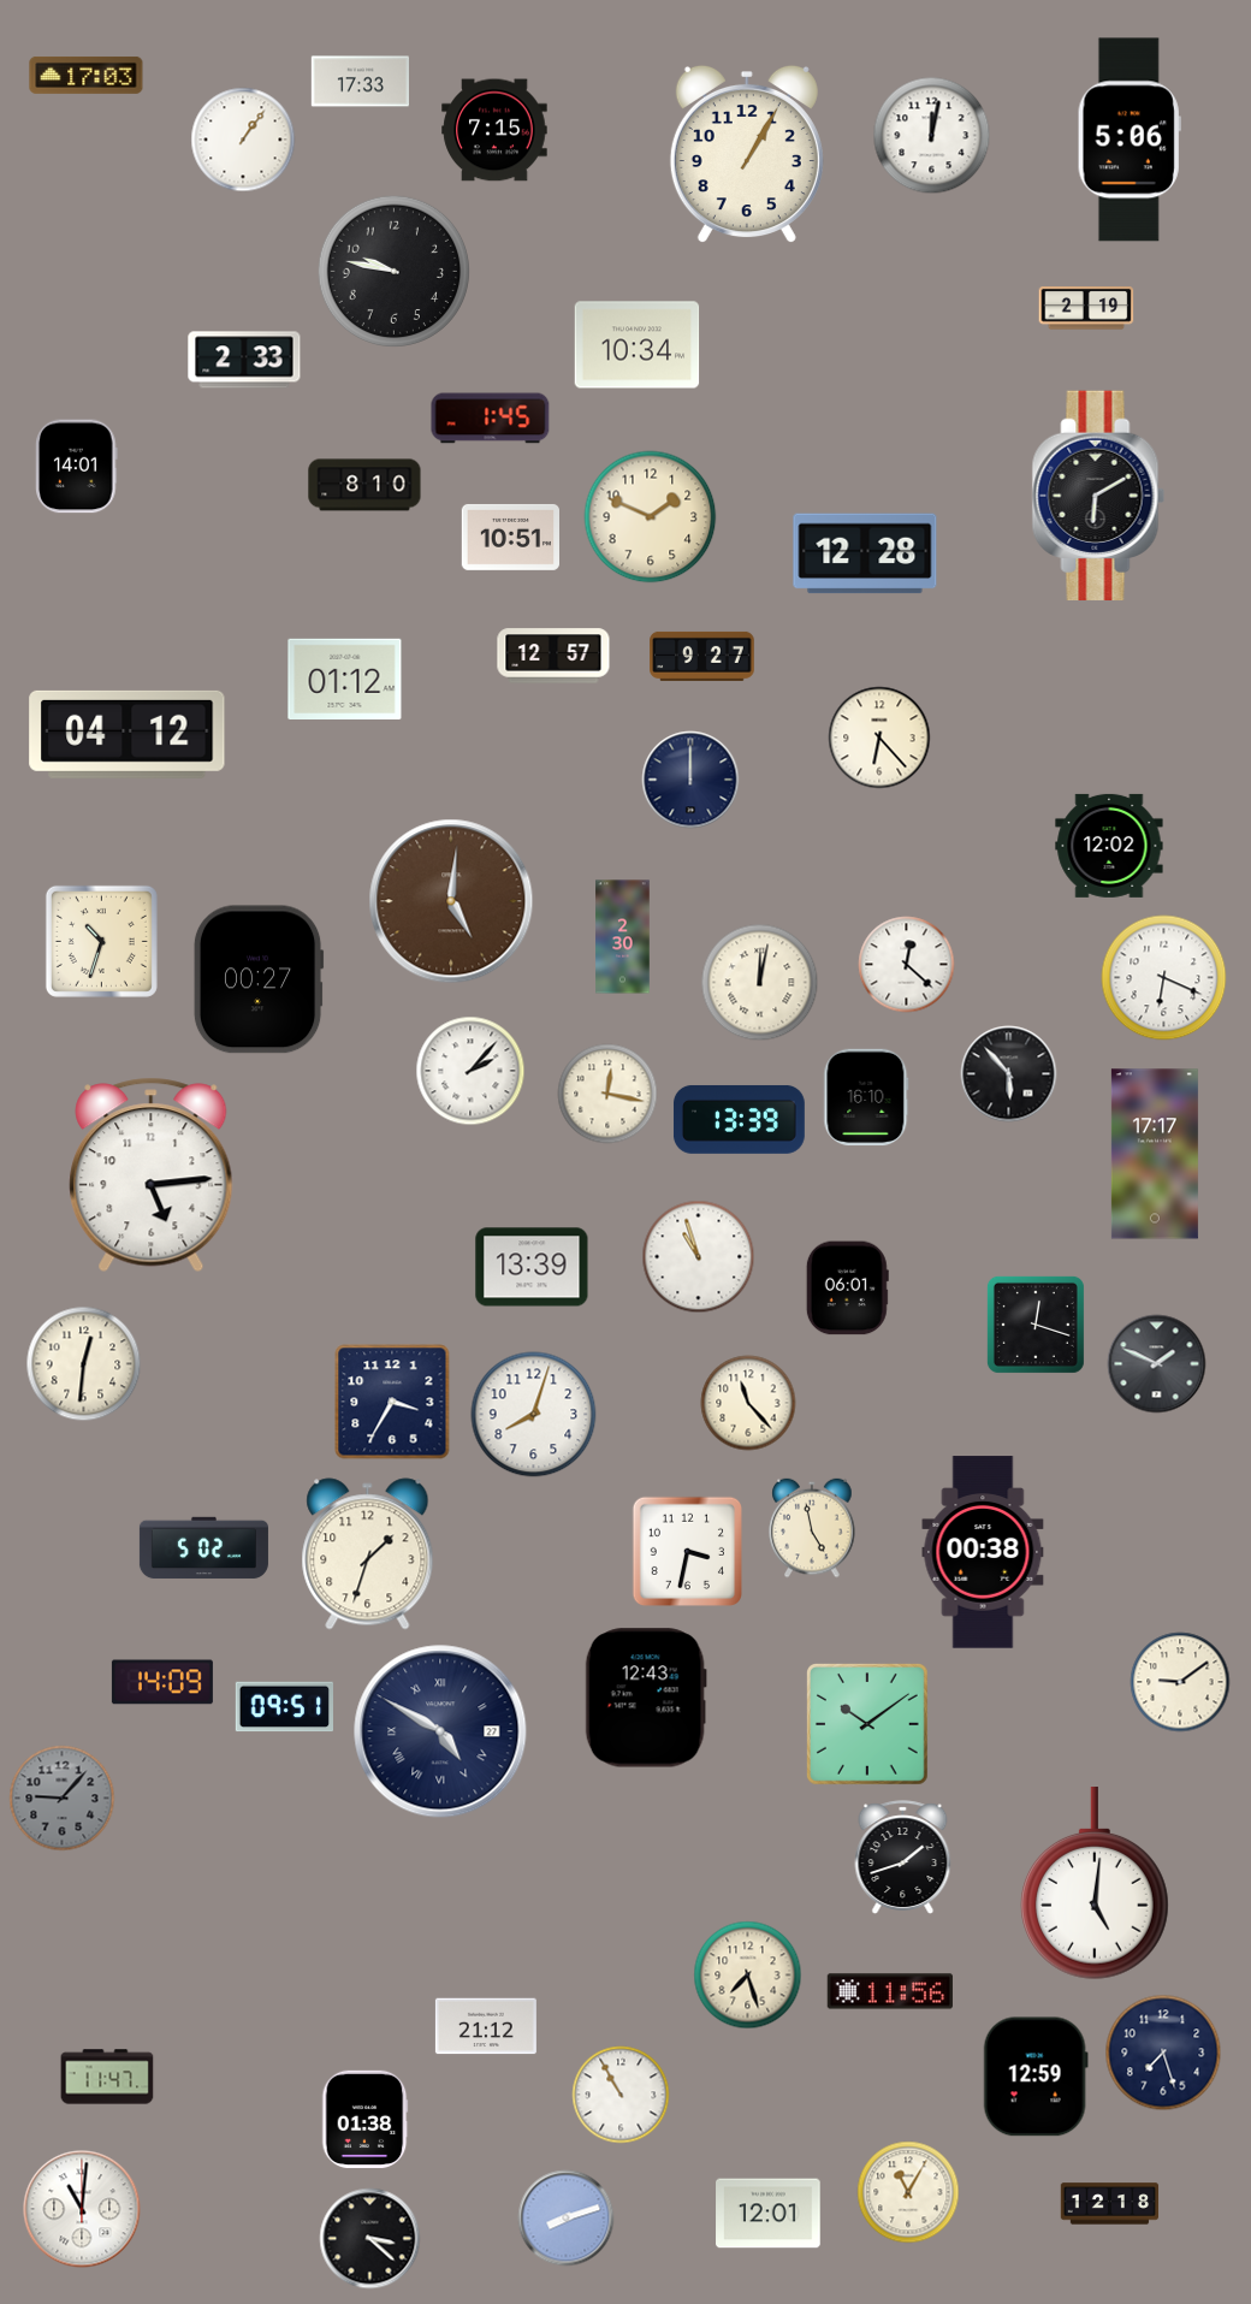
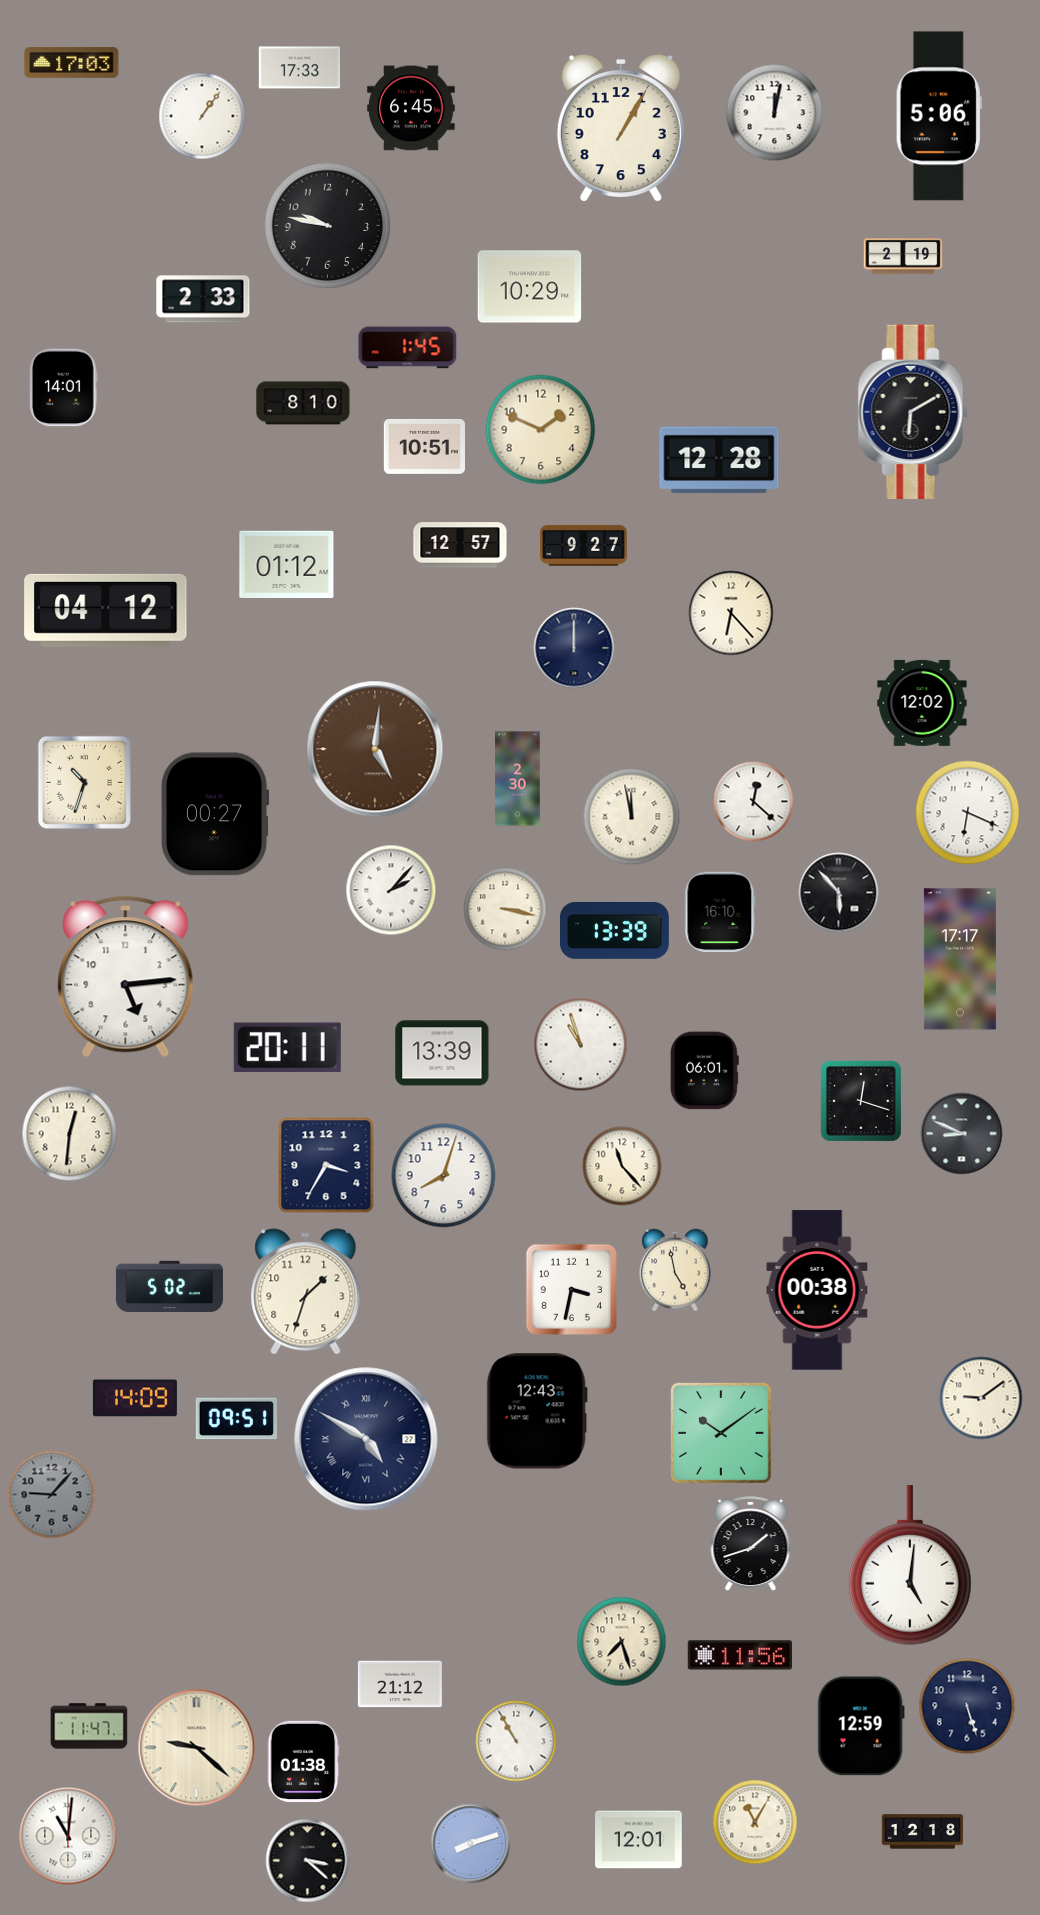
clock at (494, 130): 7:15 -> 6:45
clock at (638, 345): 10:34 -> 10:29
clock at (760, 983): 12:02 -> 11:58
clock at (607, 1094): 12:17 -> 3:17
clock at (287, 1047): none -> 20:11
clock at (1157, 1364): 1:49 -> 8:49
clock at (486, 2026) position: (486, 2026) -> (400, 1684)
clock at (1163, 2053): 7:27 -> 5:27
clock at (197, 1748): none -> 9:22
